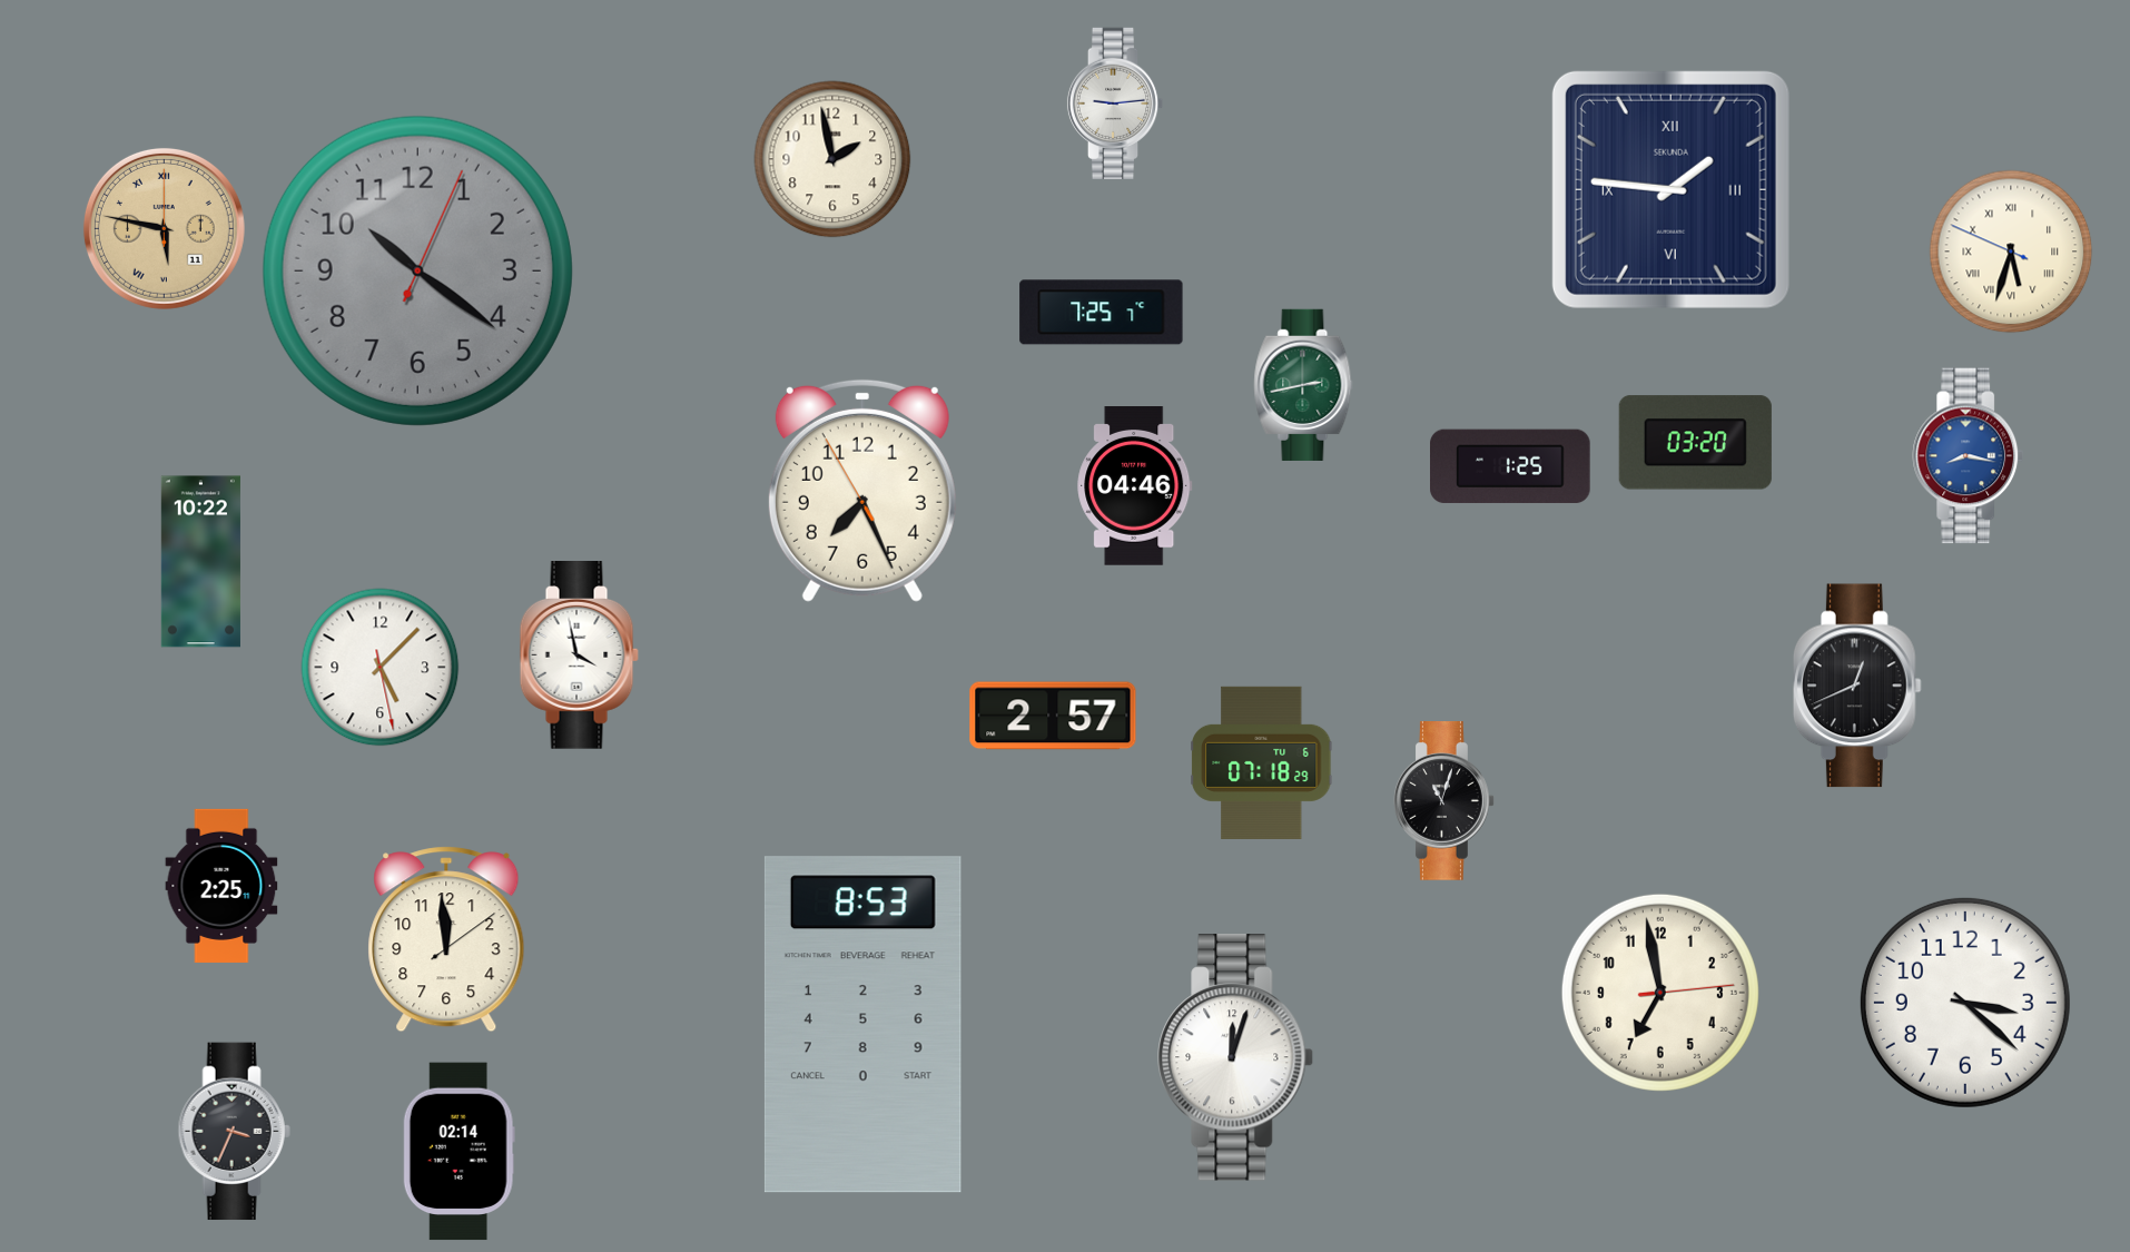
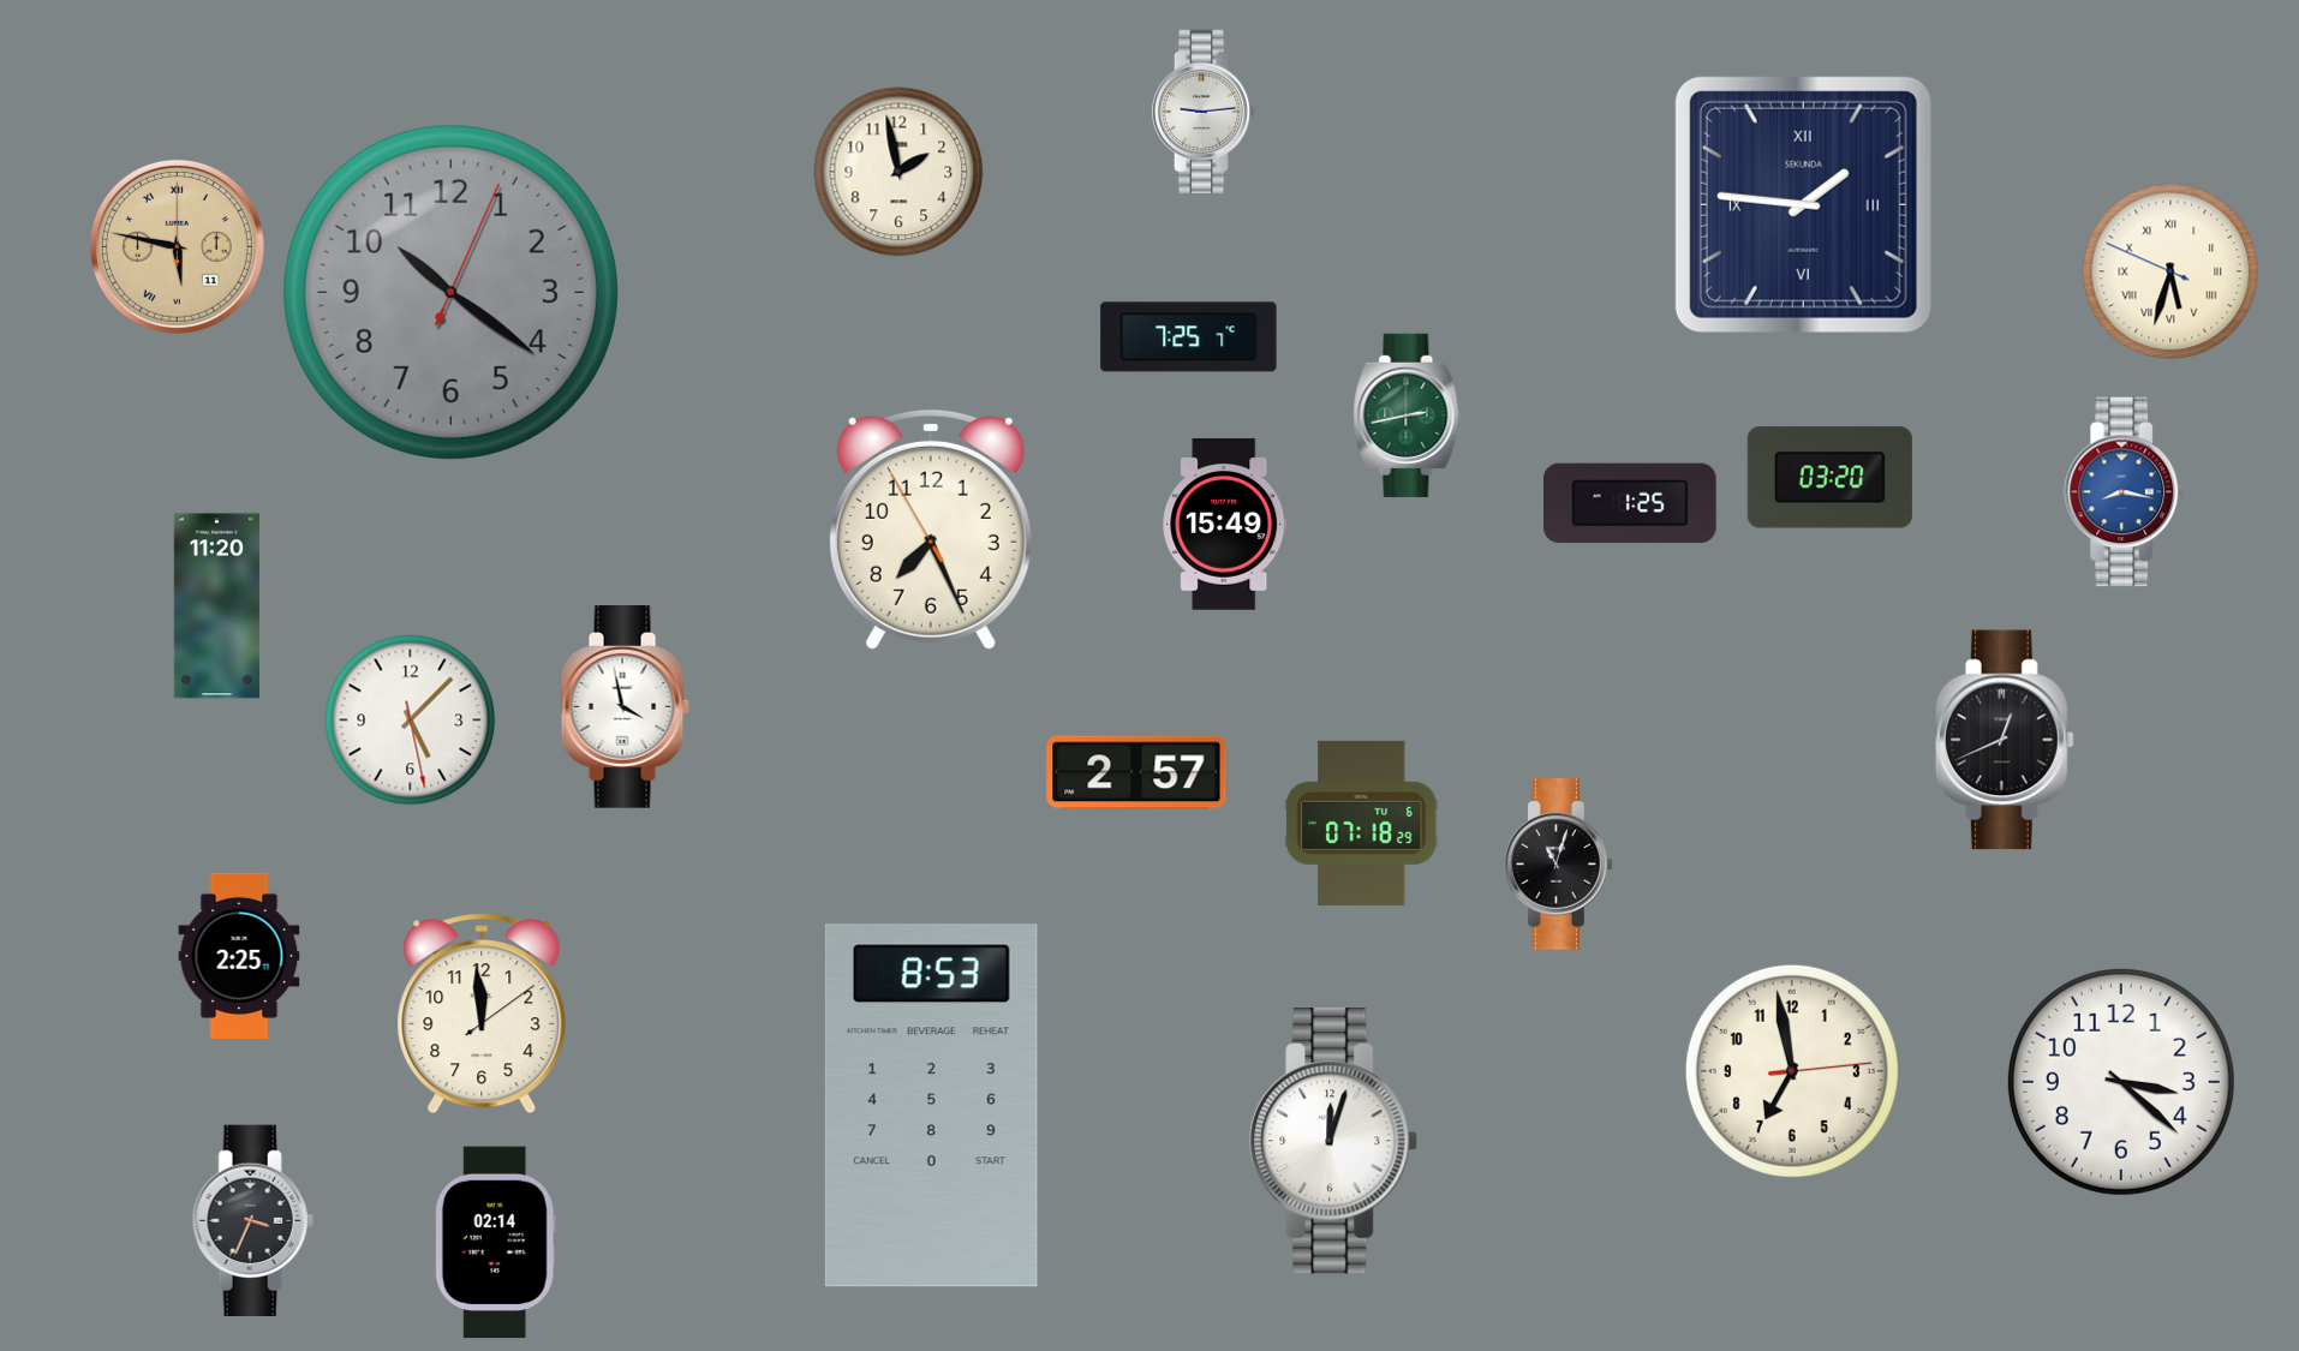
clock at (1135, 486): 04:46 -> 15:49
clock at (200, 562): 10:22 -> 11:20
